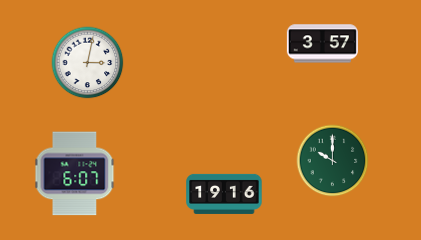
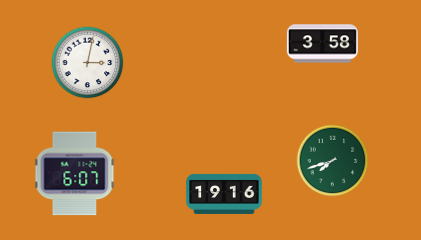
clock at (322, 44): 3:57 -> 3:58
clock at (333, 161): 10:00 -> 7:42
